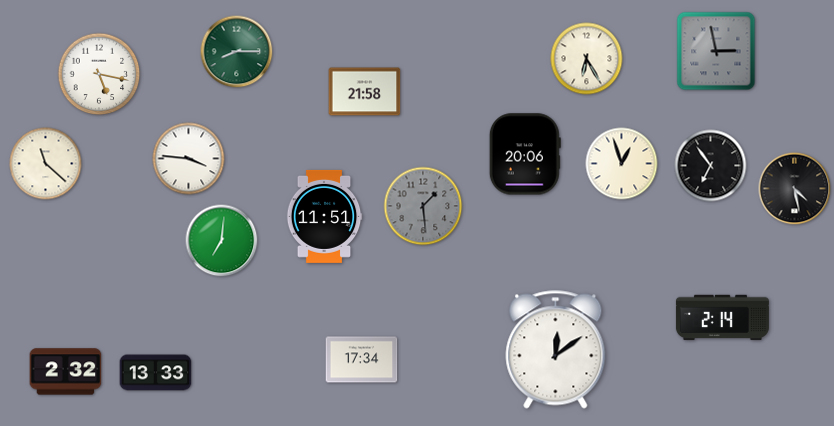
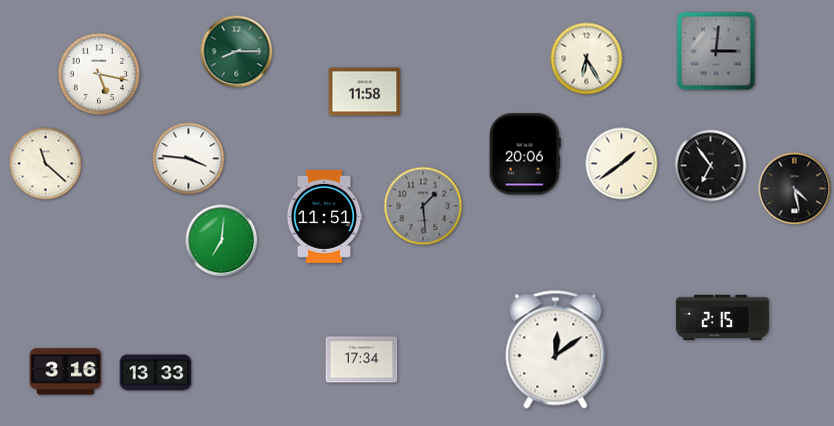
clock at (716, 51): 2:58 -> 3:01
clock at (365, 92): 21:58 -> 11:58
clock at (622, 164): 12:57 -> 1:39
clock at (722, 318): 2:14 -> 2:15
clock at (66, 372): 2:32 -> 3:16
